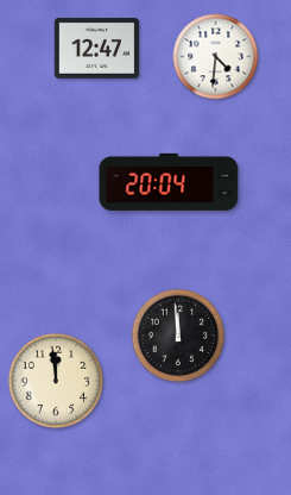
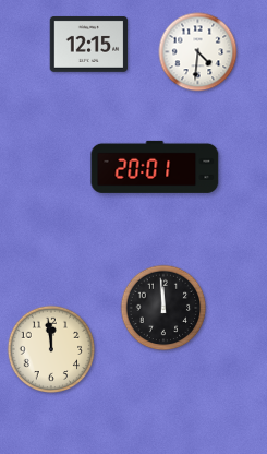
clock at (97, 48): 12:47 -> 12:15
clock at (169, 182): 20:04 -> 20:01
